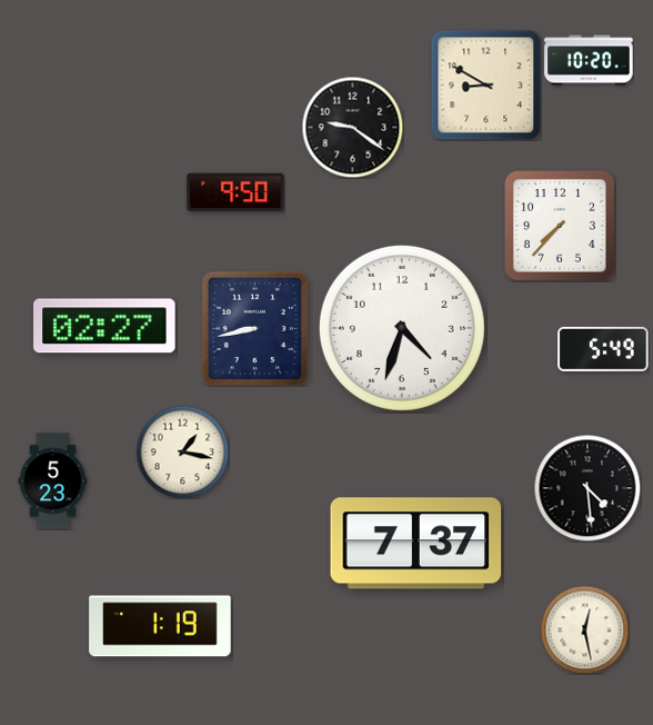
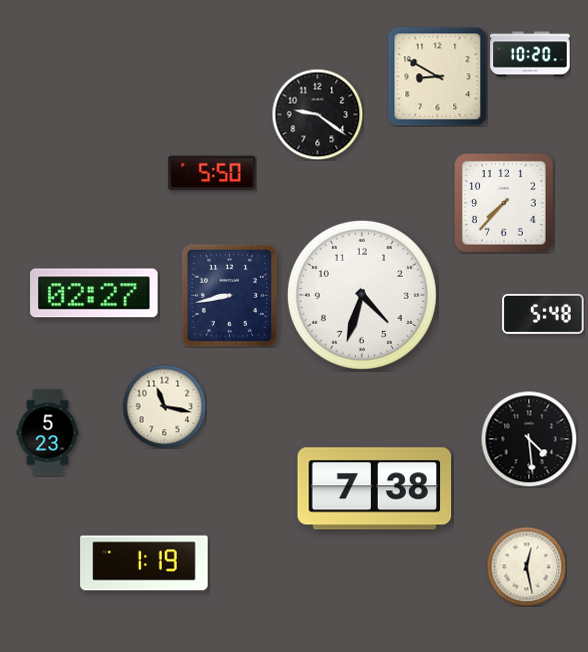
clock at (235, 192): 9:50 -> 5:50
clock at (603, 349): 5:49 -> 5:48
clock at (182, 451): 1:17 -> 11:17
clock at (416, 544): 7:37 -> 7:38
